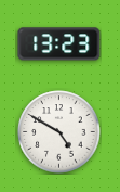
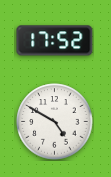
clock at (59, 44): 13:23 -> 17:52
